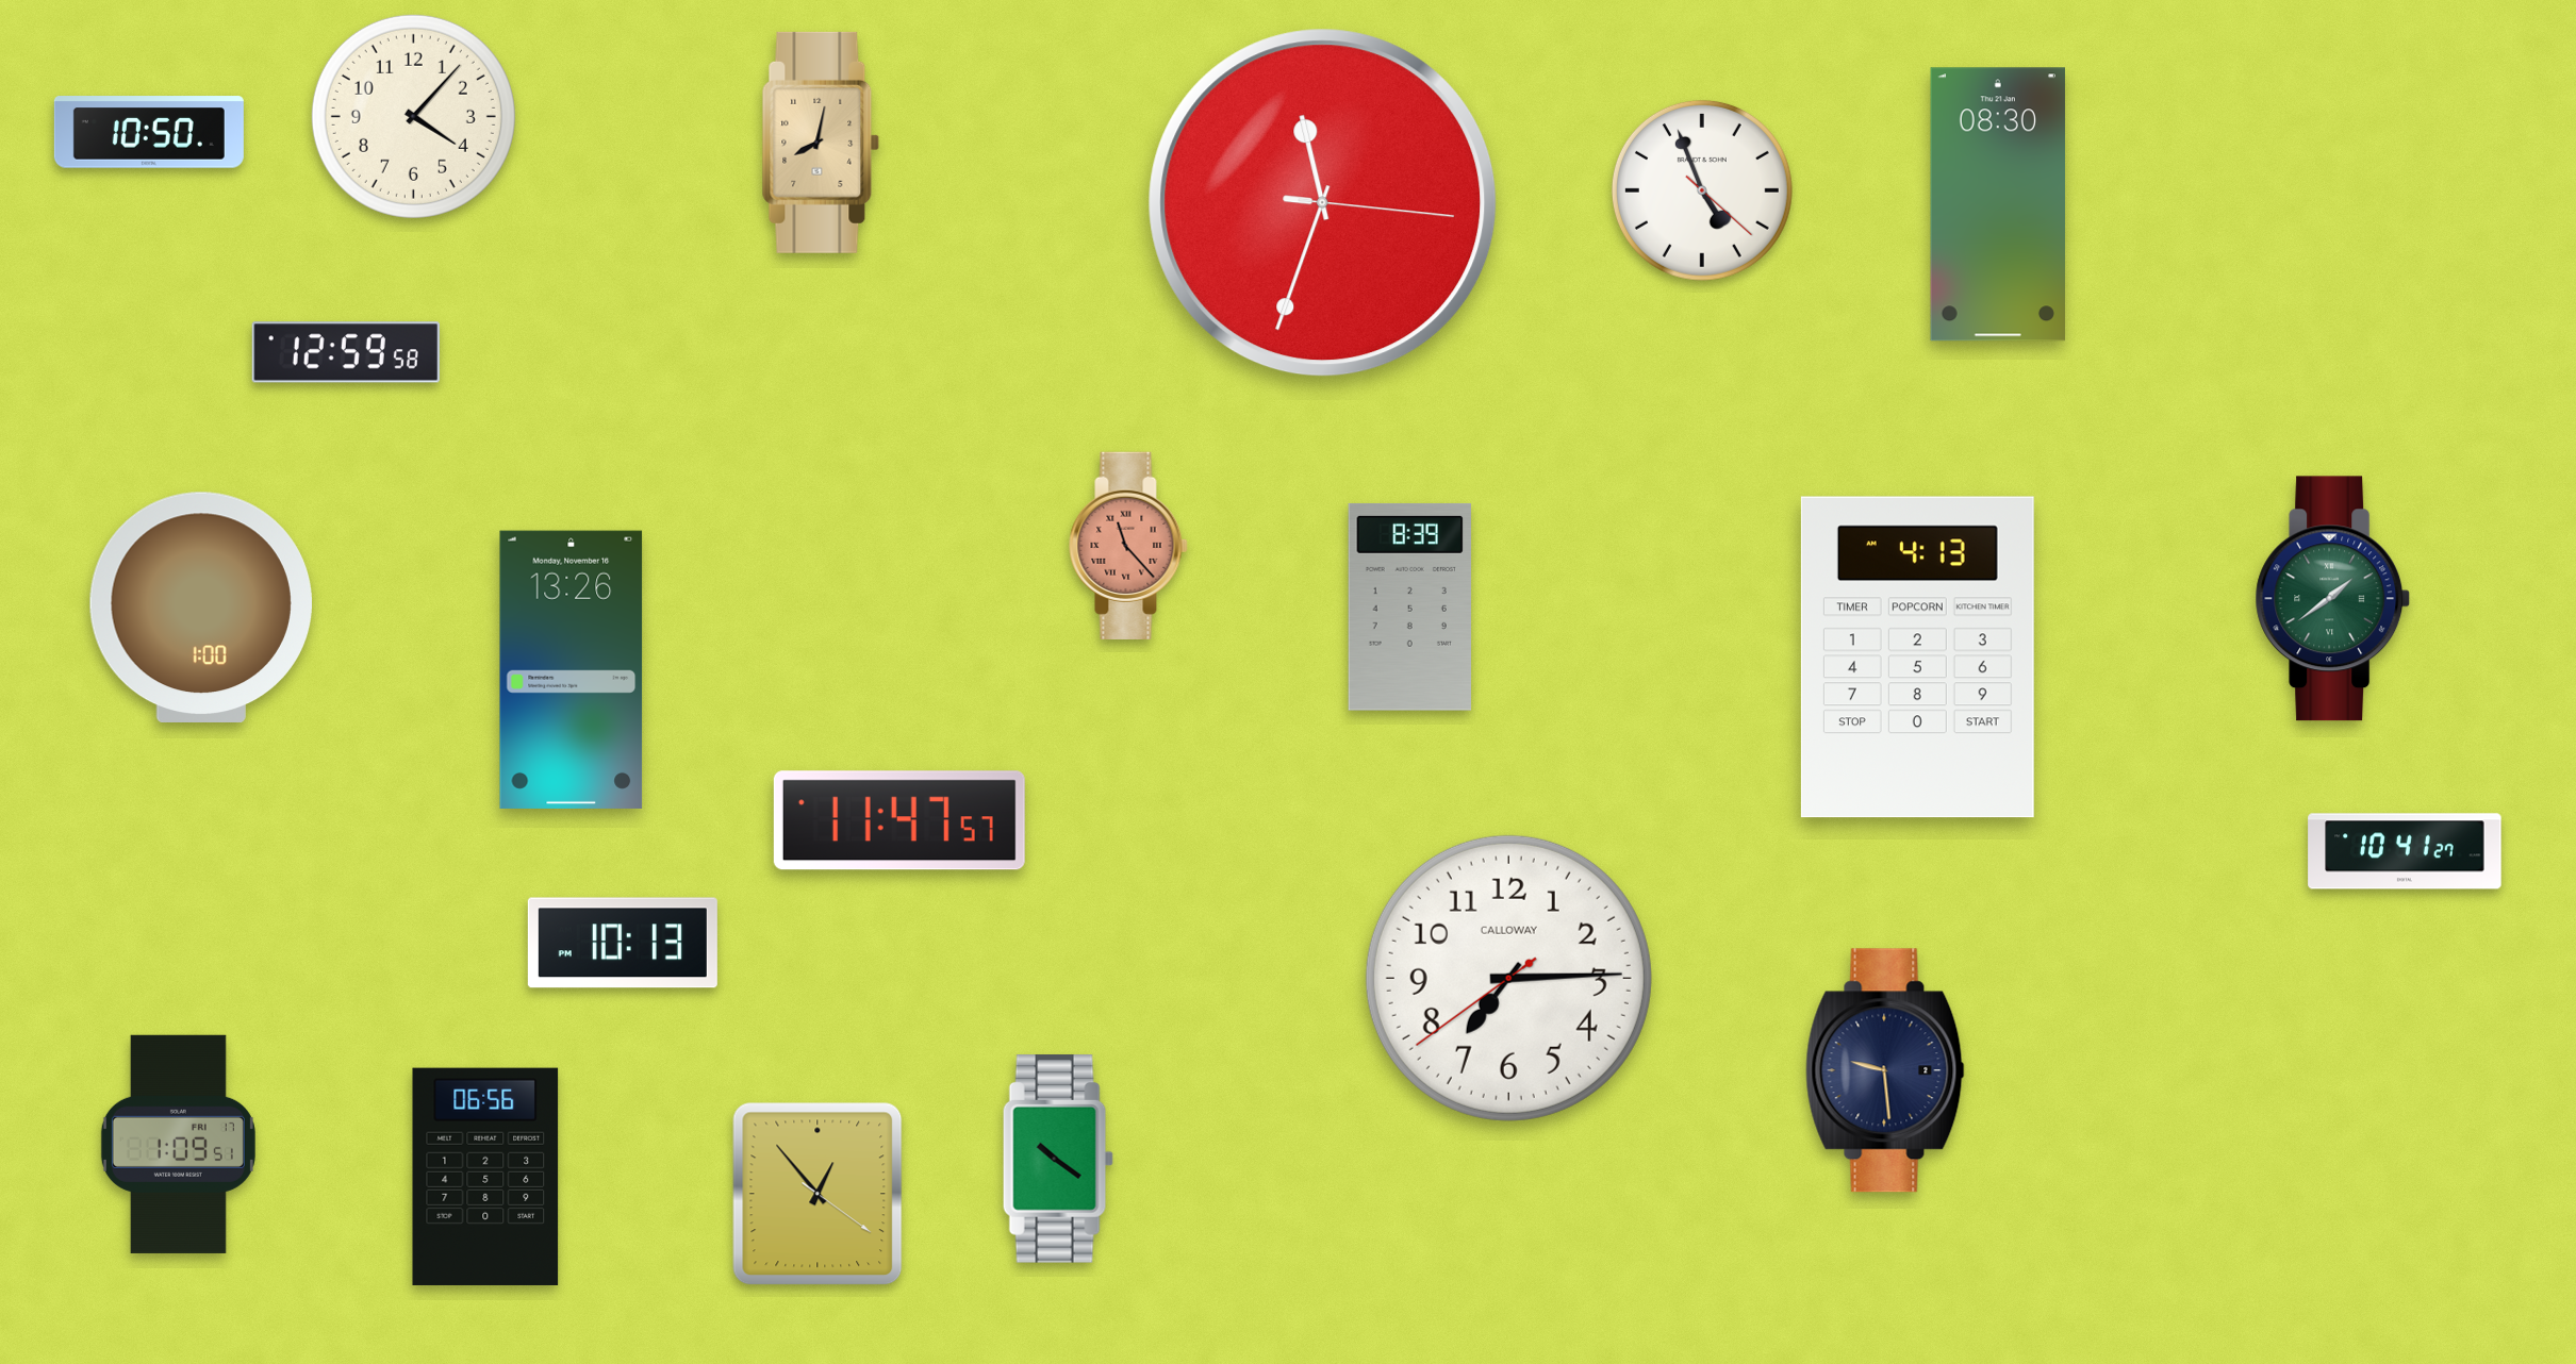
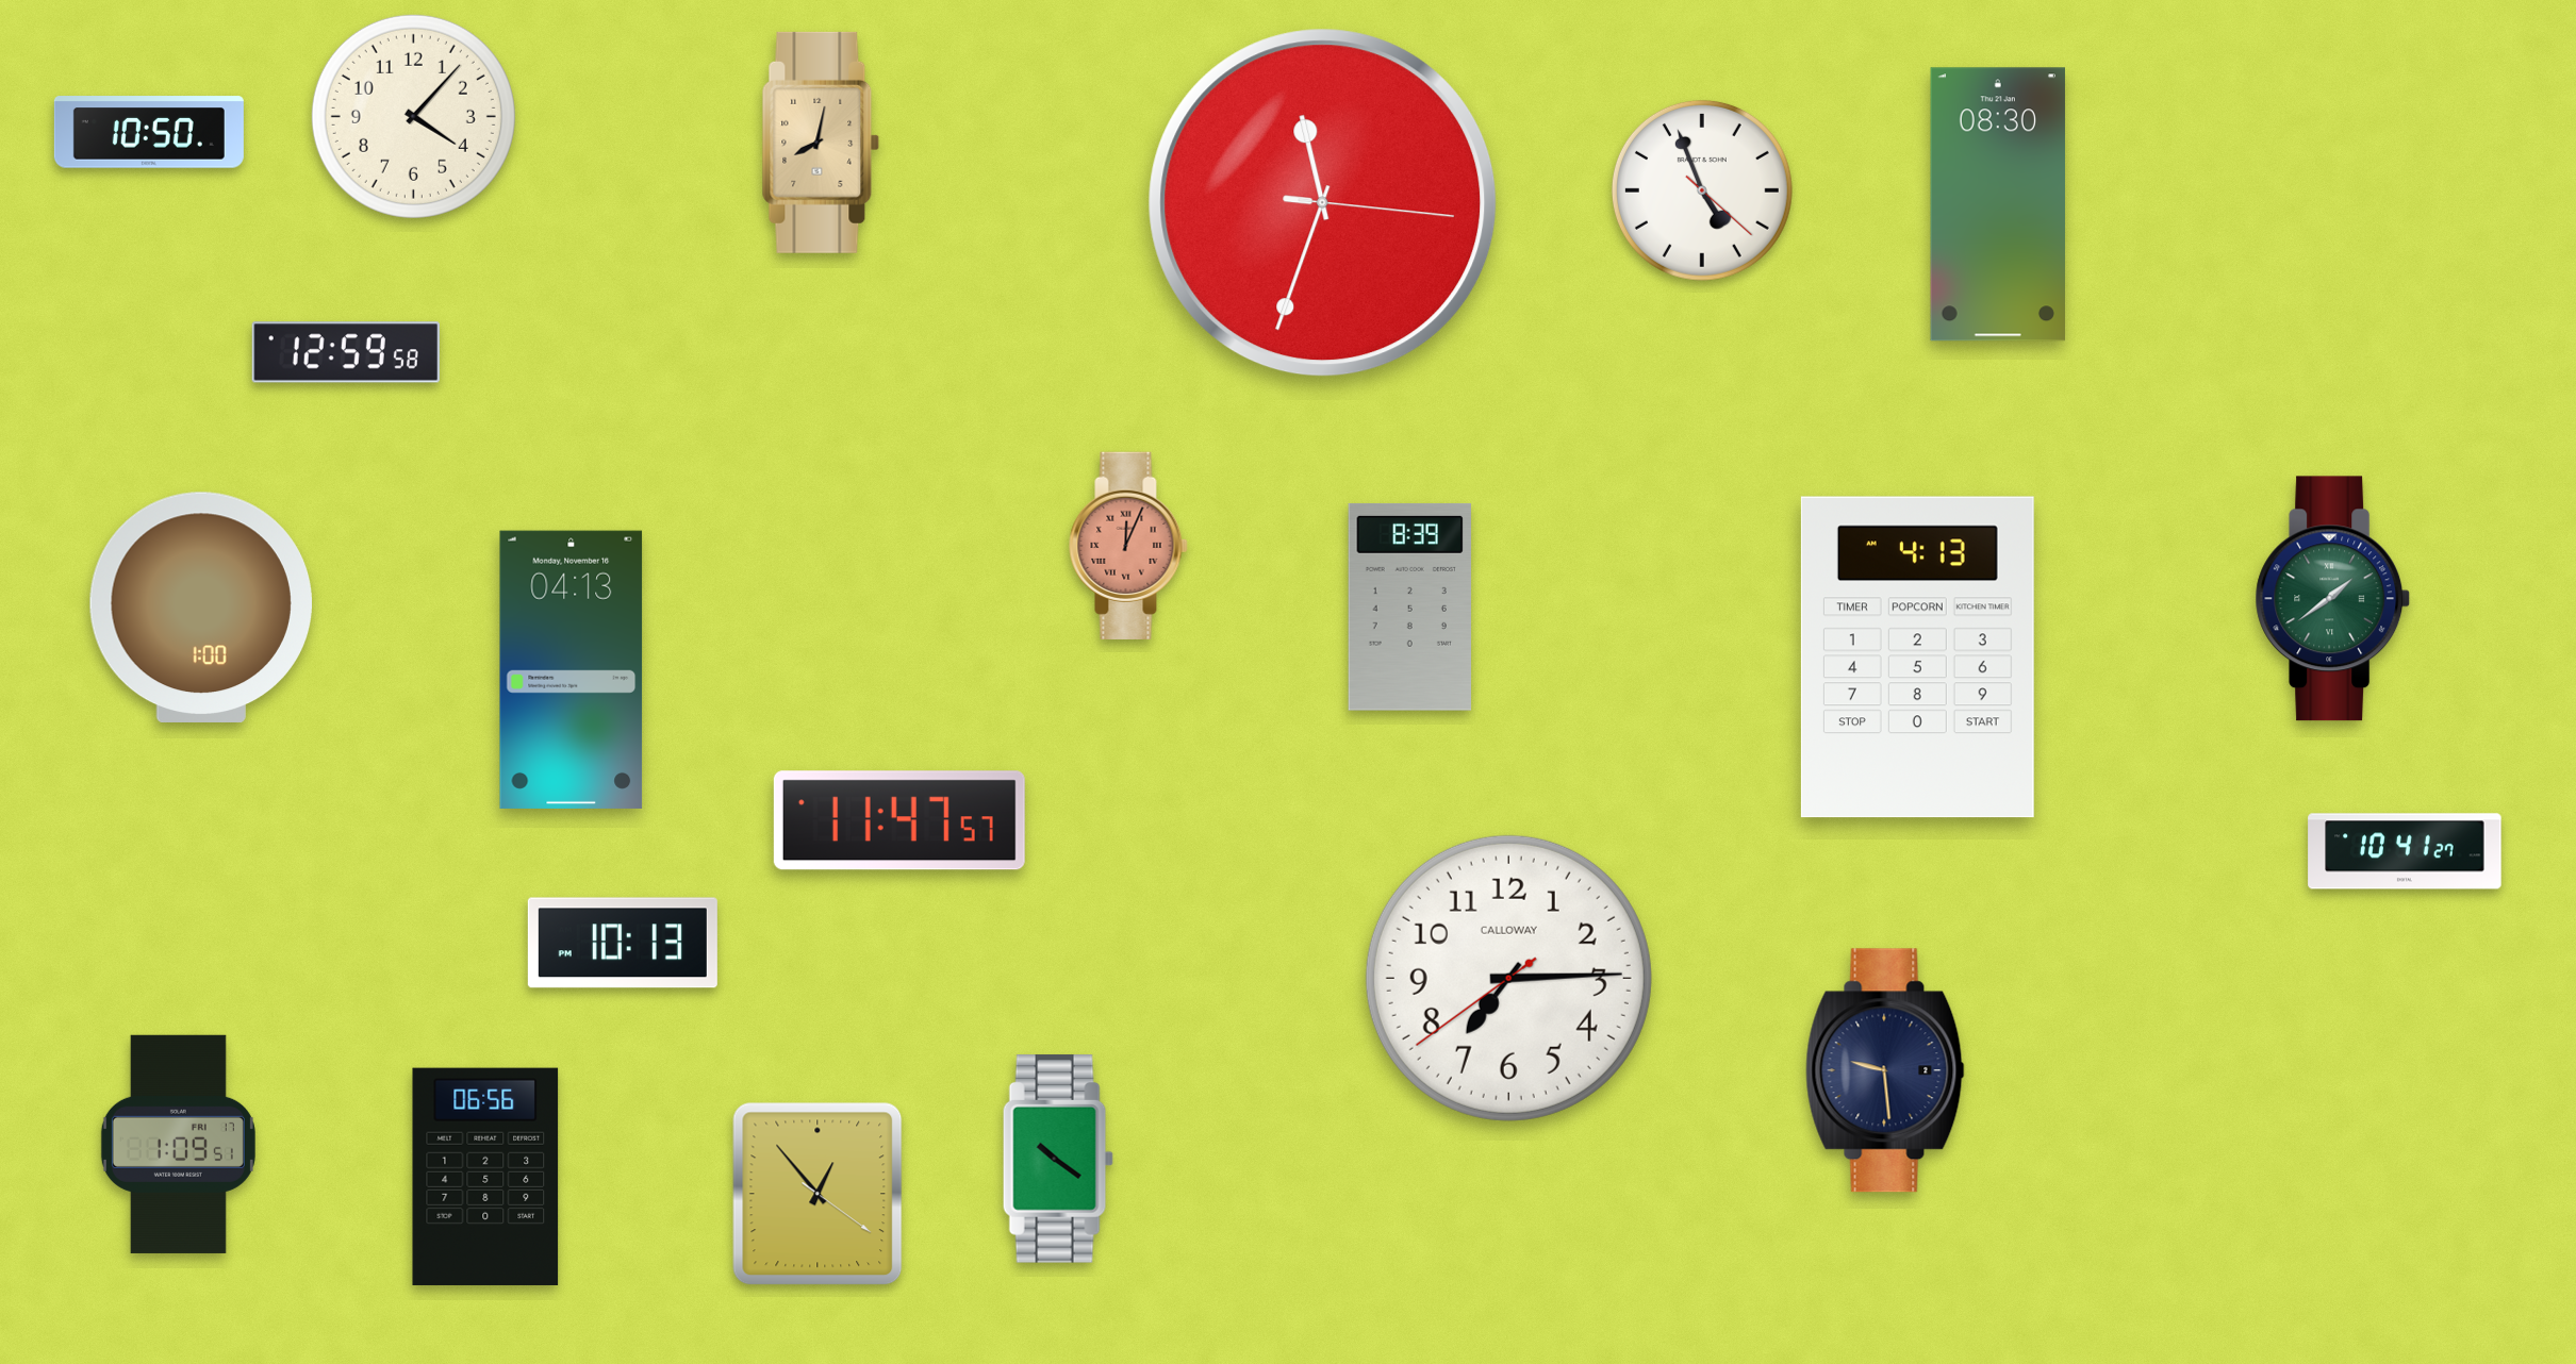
clock at (1128, 546): 11:23 -> 12:04
clock at (572, 669): 13:26 -> 04:13
